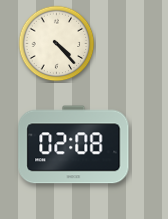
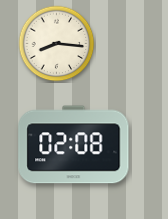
clock at (57, 44): 4:23 -> 8:16
